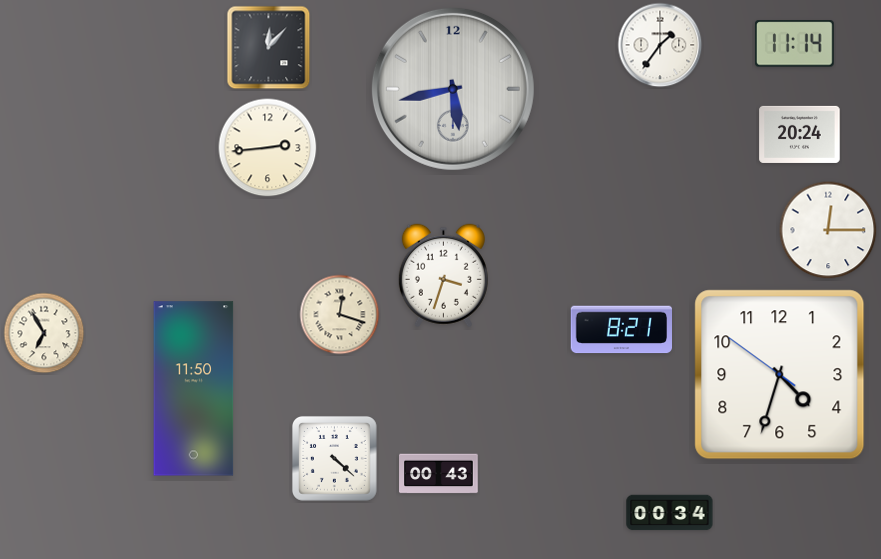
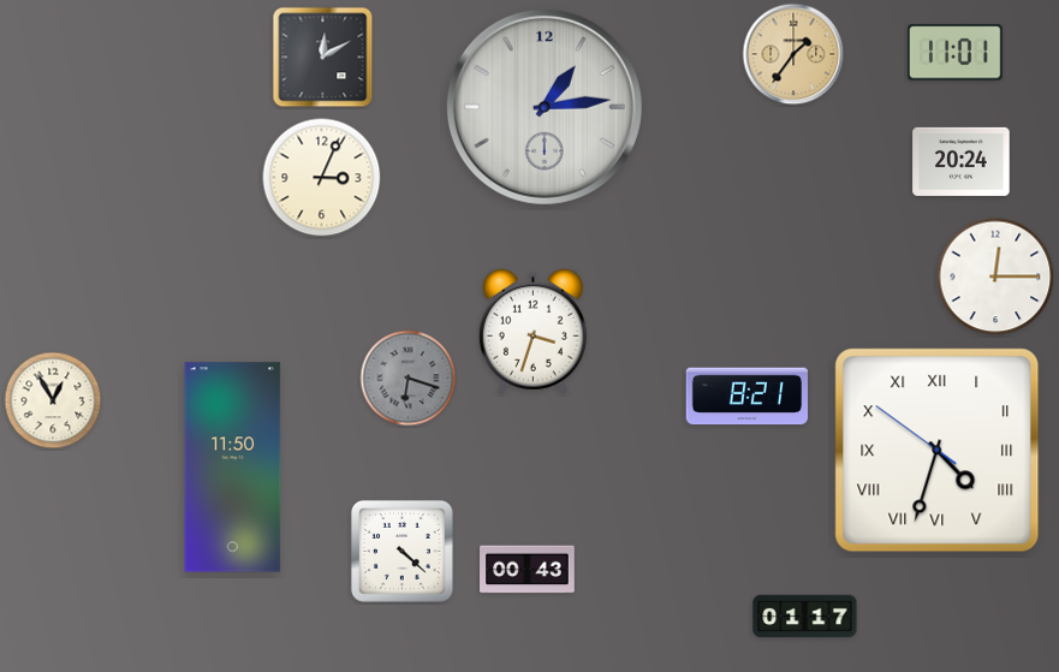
clock at (795, 44): 11:14 -> 11:01
clock at (660, 45) dial: white -> champagne
clock at (269, 48): 12:07 -> 12:10
clock at (453, 89): 5:43 -> 1:14
clock at (268, 148): 2:44 -> 3:04
clock at (340, 315): 12:18 -> 6:18
clock at (340, 315) dial: cream -> grey
clock at (44, 333): 6:55 -> 12:55
clock at (780, 375) numerals: Arabic -> Roman
clock at (670, 513): 00:34 -> 01:17
